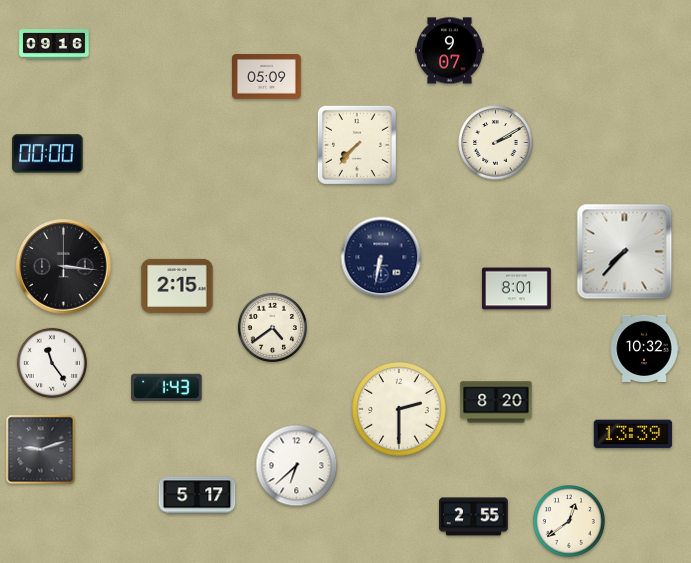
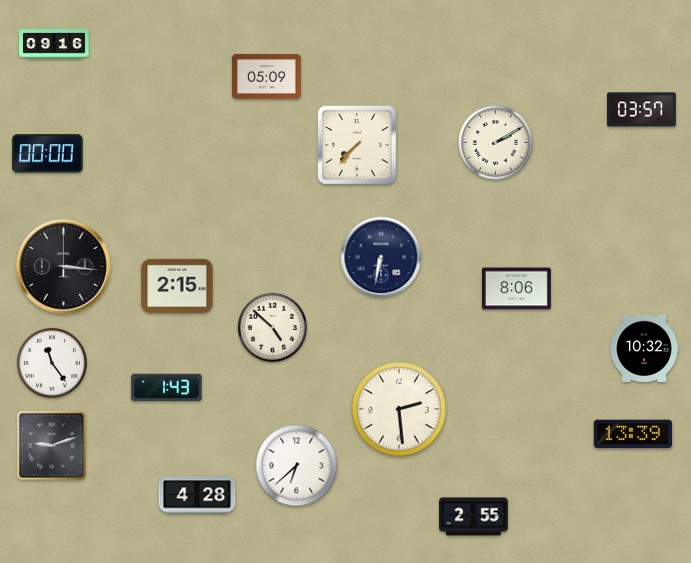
clock at (450, 51): 9:07 -> none
clock at (642, 110): none -> 03:57
clock at (625, 252): 7:37 -> none
clock at (517, 289): 8:01 -> 8:06
clock at (272, 327): 4:39 -> 4:52
clock at (496, 402): 8:20 -> none
clock at (399, 409): 2:30 -> 2:29
clock at (41, 450) position: (41, 450) -> (52, 446)
clock at (197, 495): 5:17 -> 4:28
clock at (570, 522): 12:39 -> none
